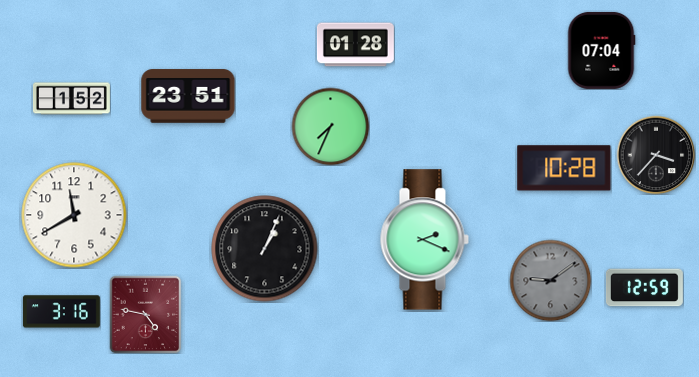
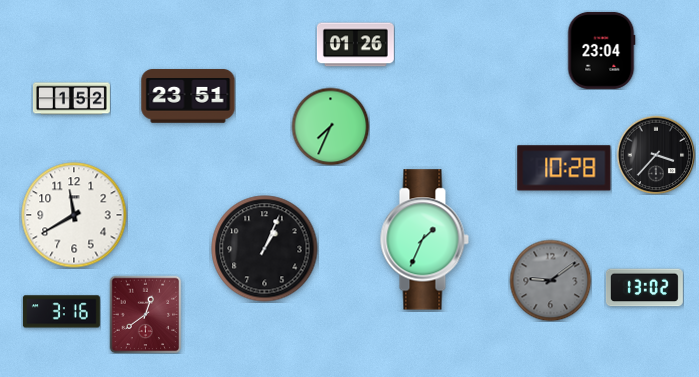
clock at (355, 45): 01:28 -> 01:26
clock at (601, 50): 07:04 -> 23:04
clock at (424, 240): 2:19 -> 1:34
clock at (644, 288): 12:59 -> 13:02
clock at (146, 314): 4:47 -> 12:39
